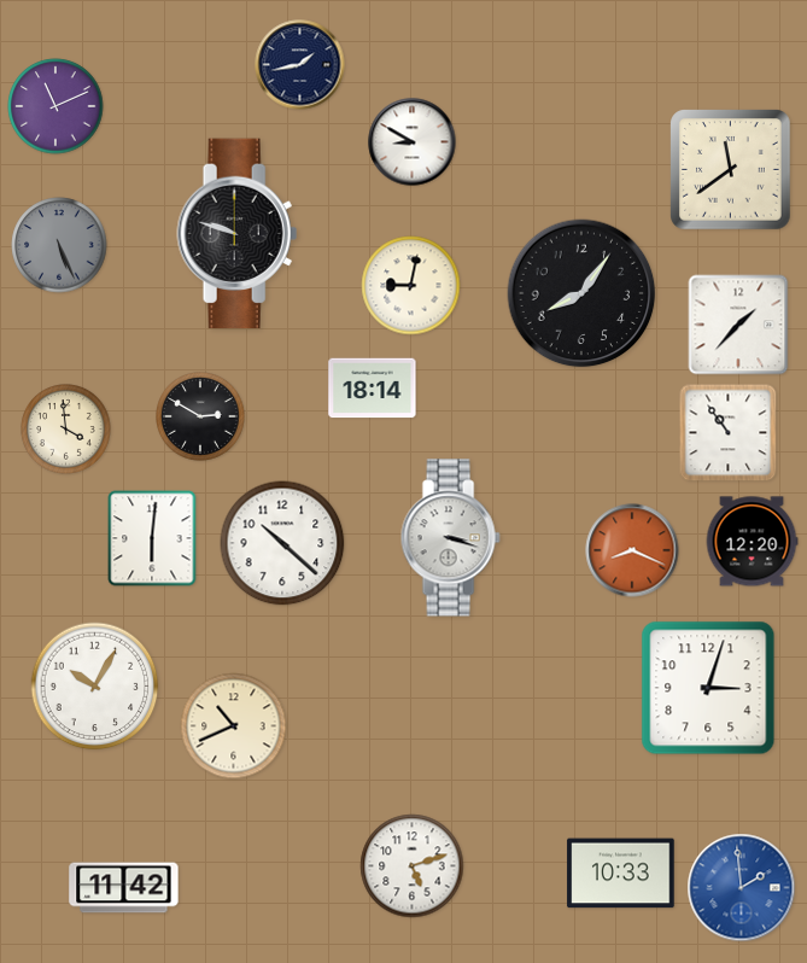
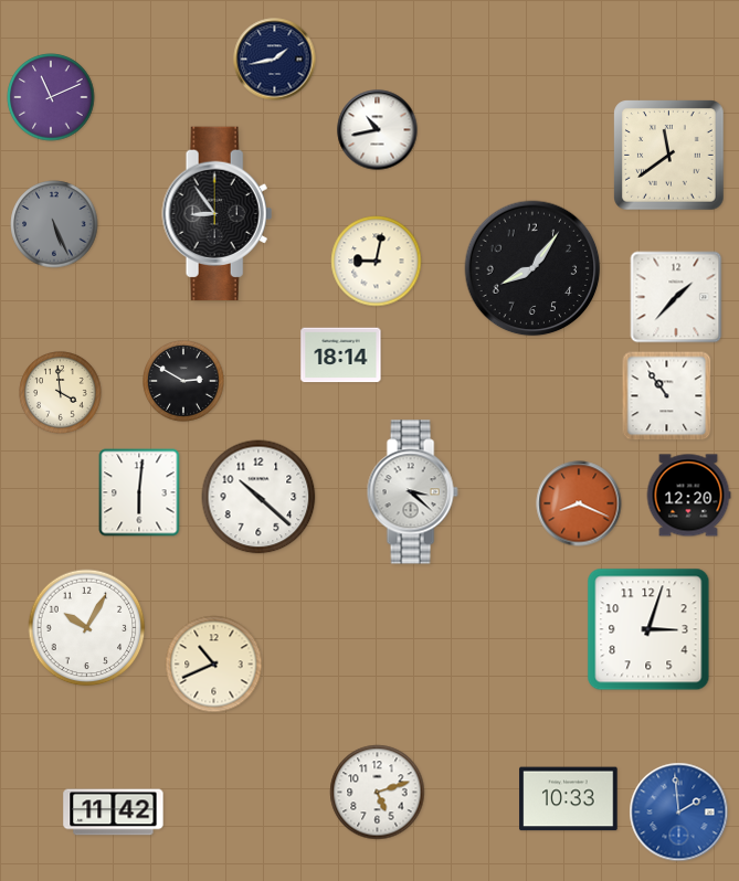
clock at (413, 142): 8:50 -> 10:43
clock at (238, 234): 9:48 -> 8:54
clock at (450, 538): 3:18 -> 3:22
